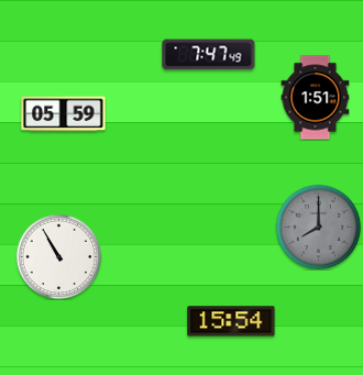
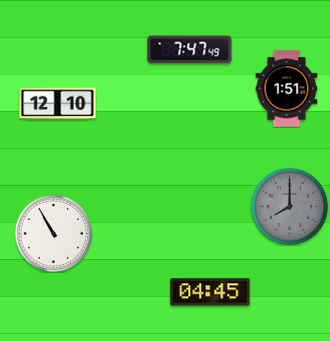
clock at (64, 114): 05:59 -> 12:10
clock at (231, 321): 15:54 -> 04:45
